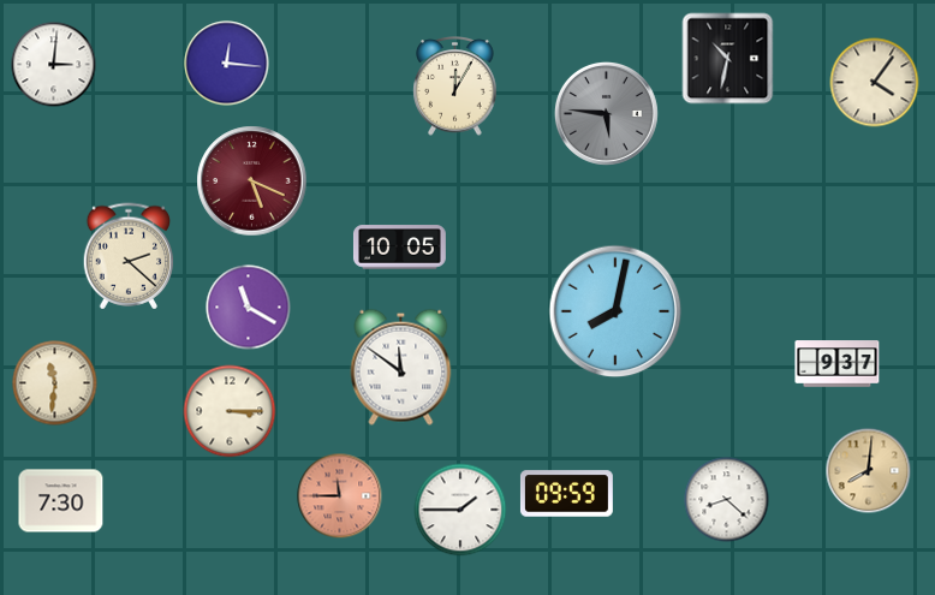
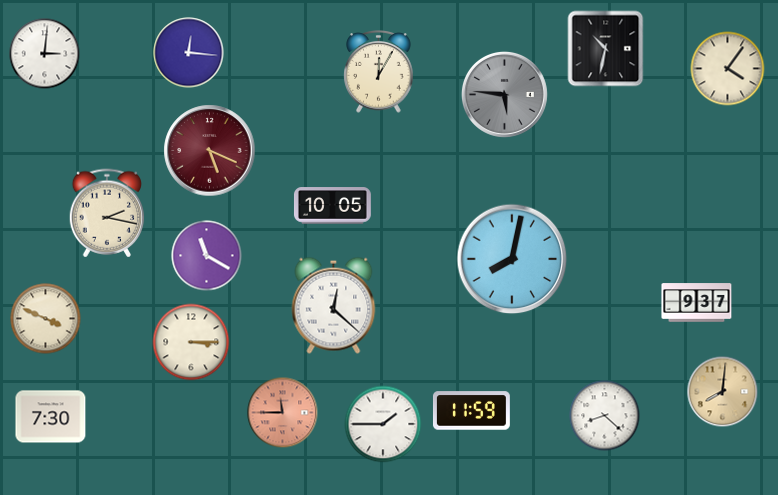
clock at (129, 256): 2:22 -> 2:17
clock at (401, 367): 11:51 -> 12:22
clock at (55, 383): 11:31 -> 3:49
clock at (566, 494): 09:59 -> 11:59
